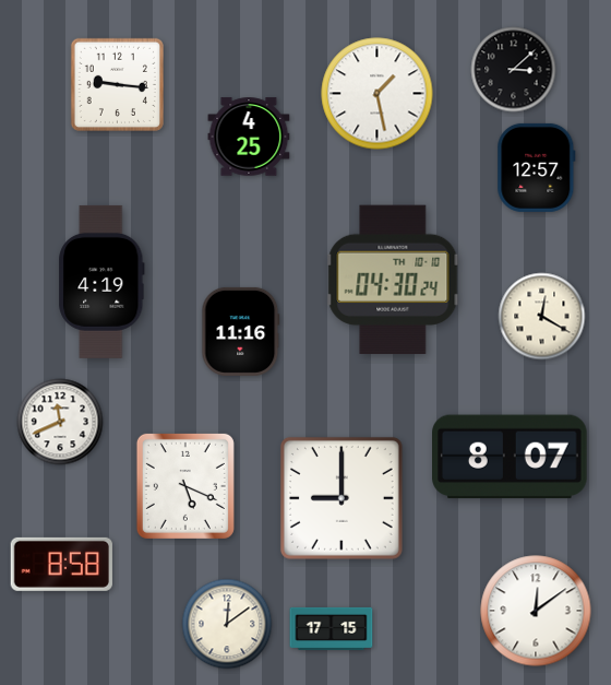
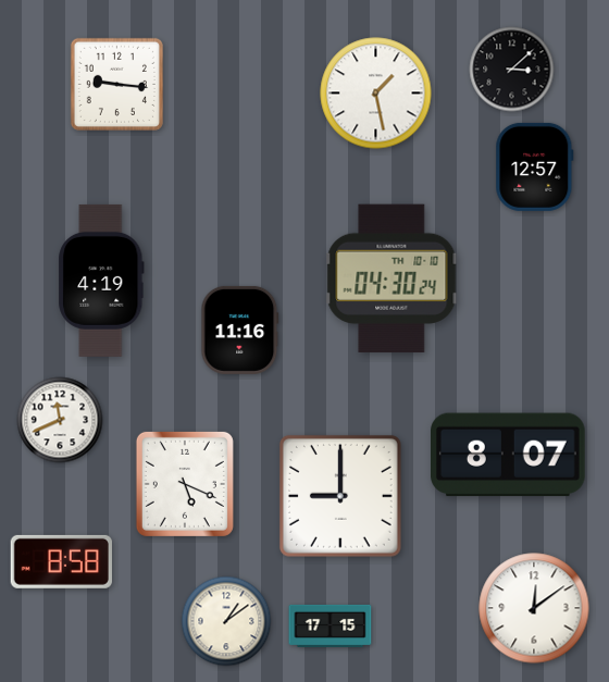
clock at (249, 137): 4:25 -> none
clock at (542, 317): 12:20 -> none
clock at (227, 624): 12:09 -> 1:09
